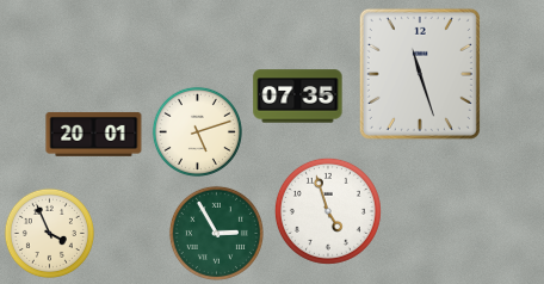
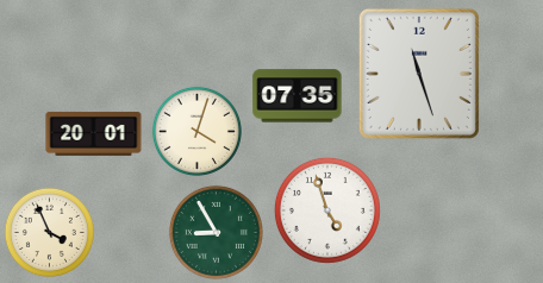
clock at (197, 131): 5:12 -> 4:03
clock at (216, 233): 2:55 -> 8:55
